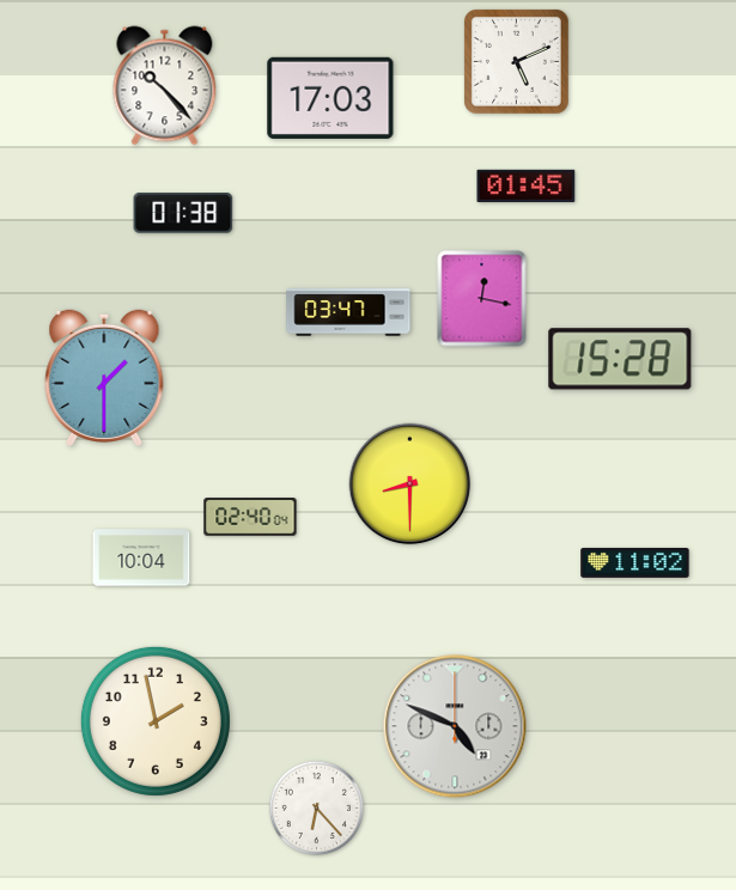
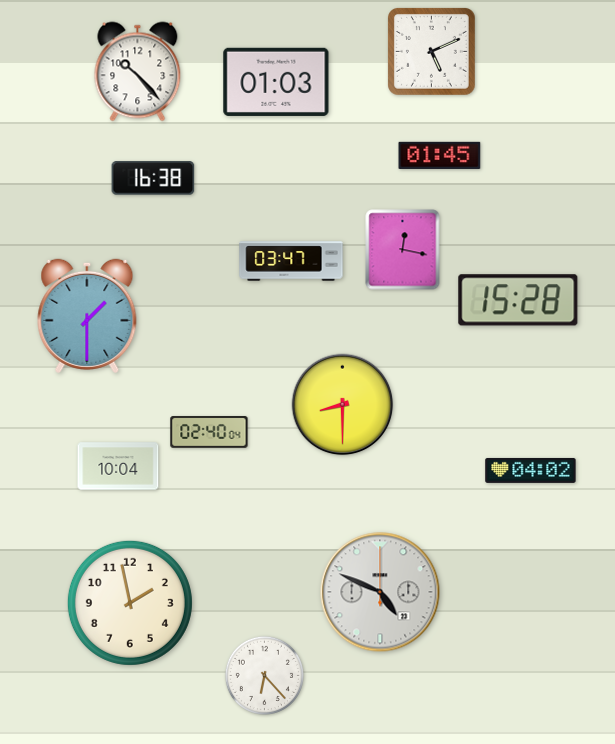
clock at (330, 98): 17:03 -> 01:03
clock at (183, 213): 01:38 -> 16:38
clock at (635, 562): 11:02 -> 04:02
clock at (455, 726) position: (455, 726) -> (380, 592)
